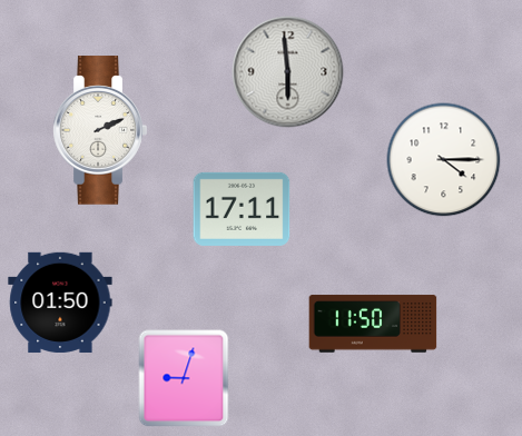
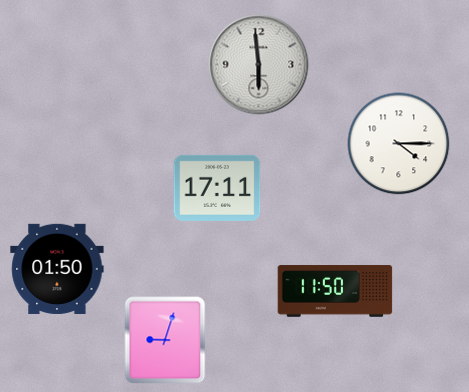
clock at (100, 130): 2:11 -> none
clock at (60, 303) position: (60, 303) -> (57, 269)
